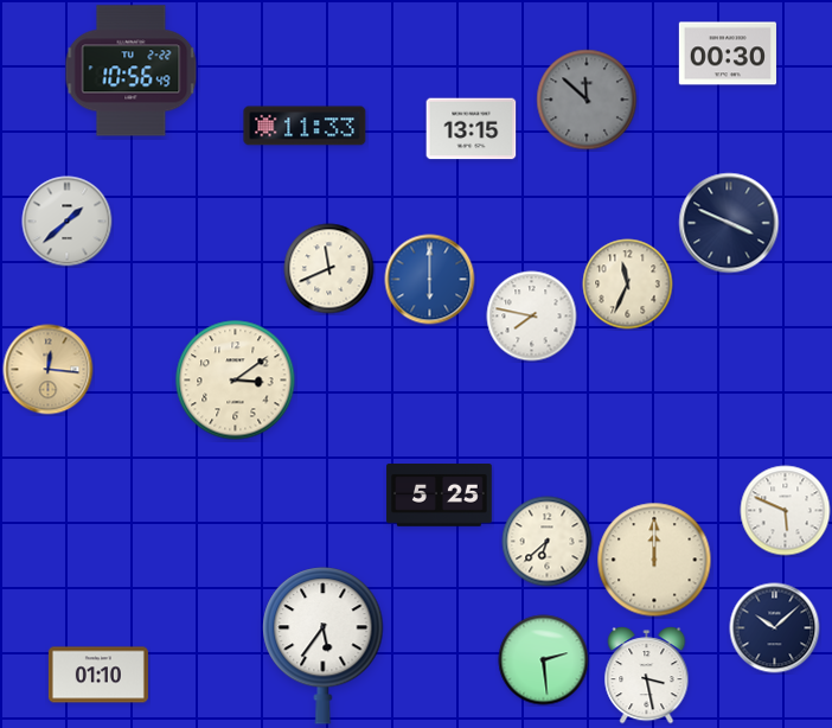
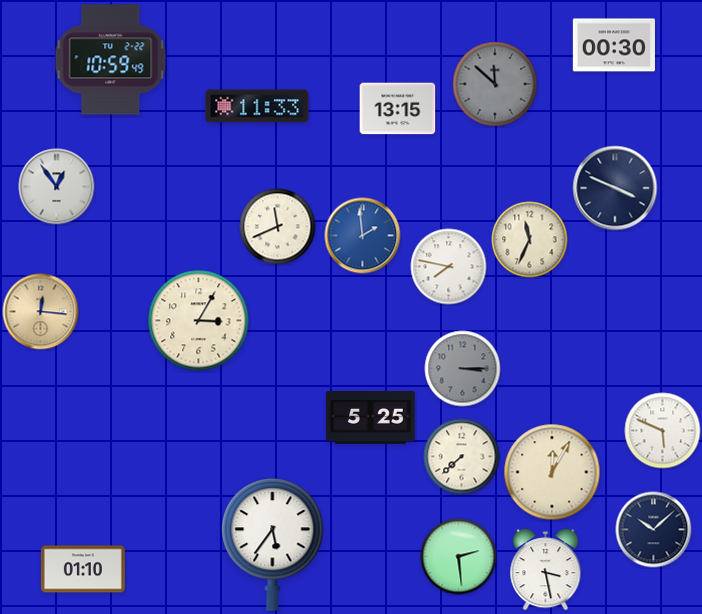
clock at (132, 71): 10:56 -> 10:59
clock at (68, 222): 1:38 -> 12:54
clock at (430, 280): 6:00 -> 1:59
clock at (236, 381): 3:09 -> 3:05
clock at (463, 369): none -> 3:15
clock at (548, 542): 6:38 -> 7:38
clock at (654, 560): 12:00 -> 12:05
